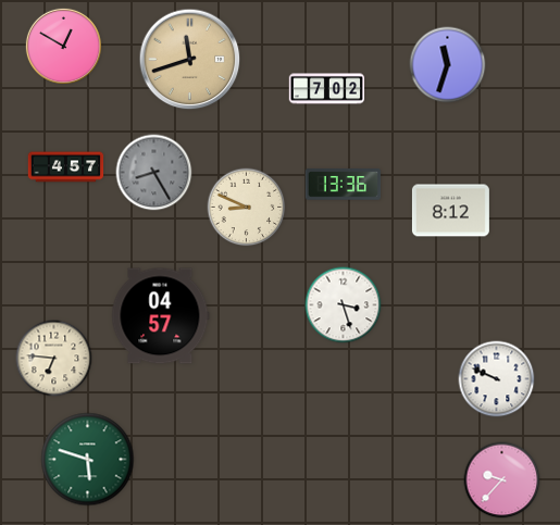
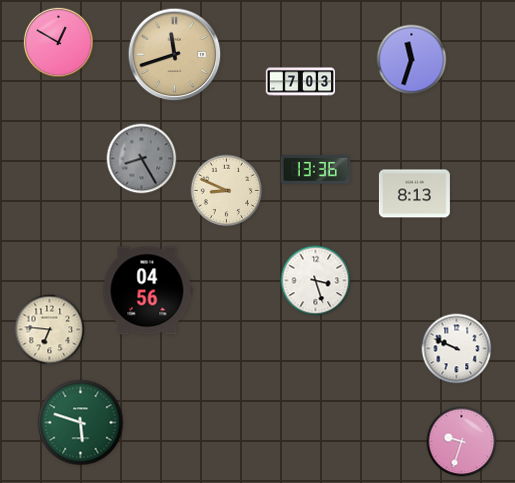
clock at (327, 89): 7:02 -> 7:03
clock at (66, 167): 4:57 -> none
clock at (450, 211): 8:12 -> 8:13
clock at (161, 316): 04:57 -> 04:56
clock at (502, 480): 9:37 -> 9:33
